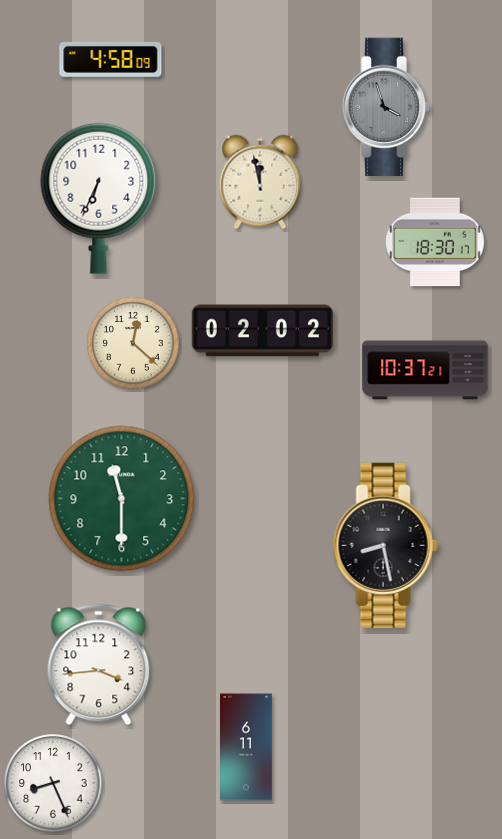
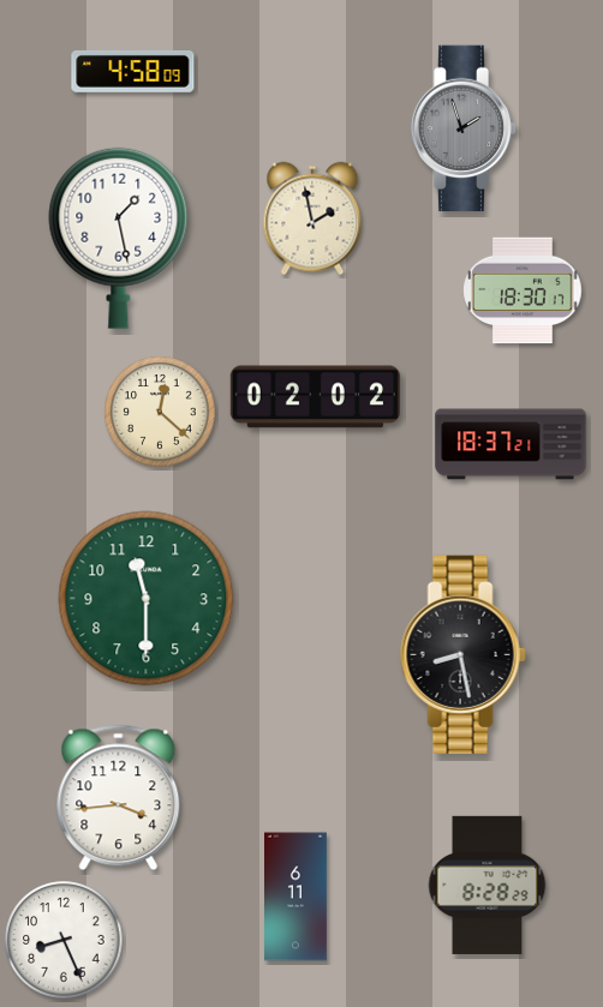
clock at (386, 107): 3:57 -> 1:57
clock at (260, 182): 11:58 -> 1:58
clock at (99, 198): 6:34 -> 1:28
clock at (425, 370): 10:37 -> 18:37
clock at (488, 885): none -> 8:28
